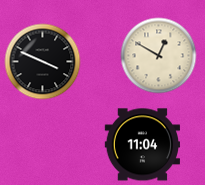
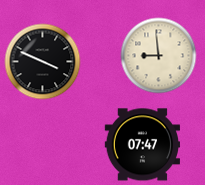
clock at (159, 56): 12:50 -> 8:59
clock at (143, 145): 11:04 -> 07:47
